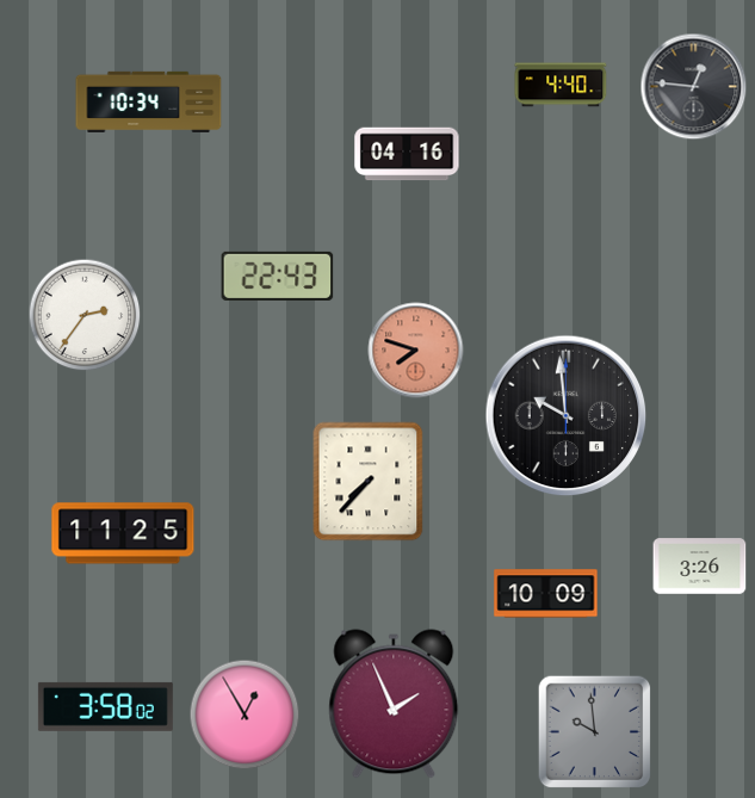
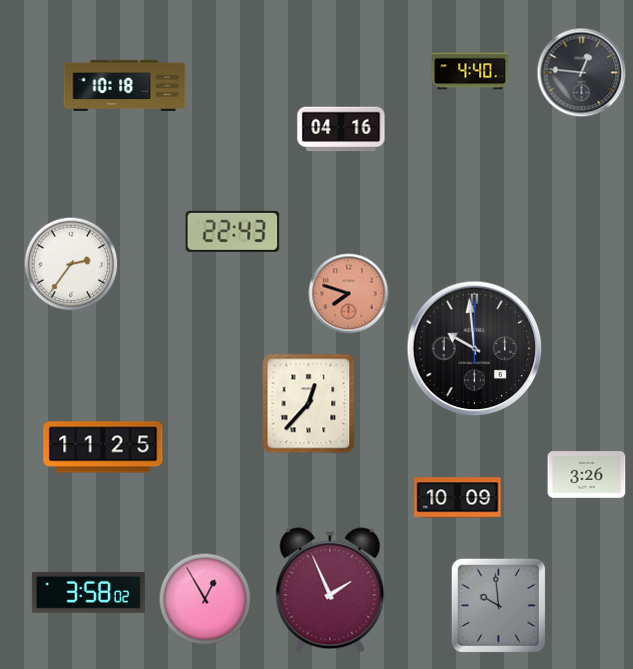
clock at (149, 101): 10:34 -> 10:18
clock at (369, 482): 7:37 -> 12:37
clock at (595, 732) position: (595, 732) -> (499, 606)
